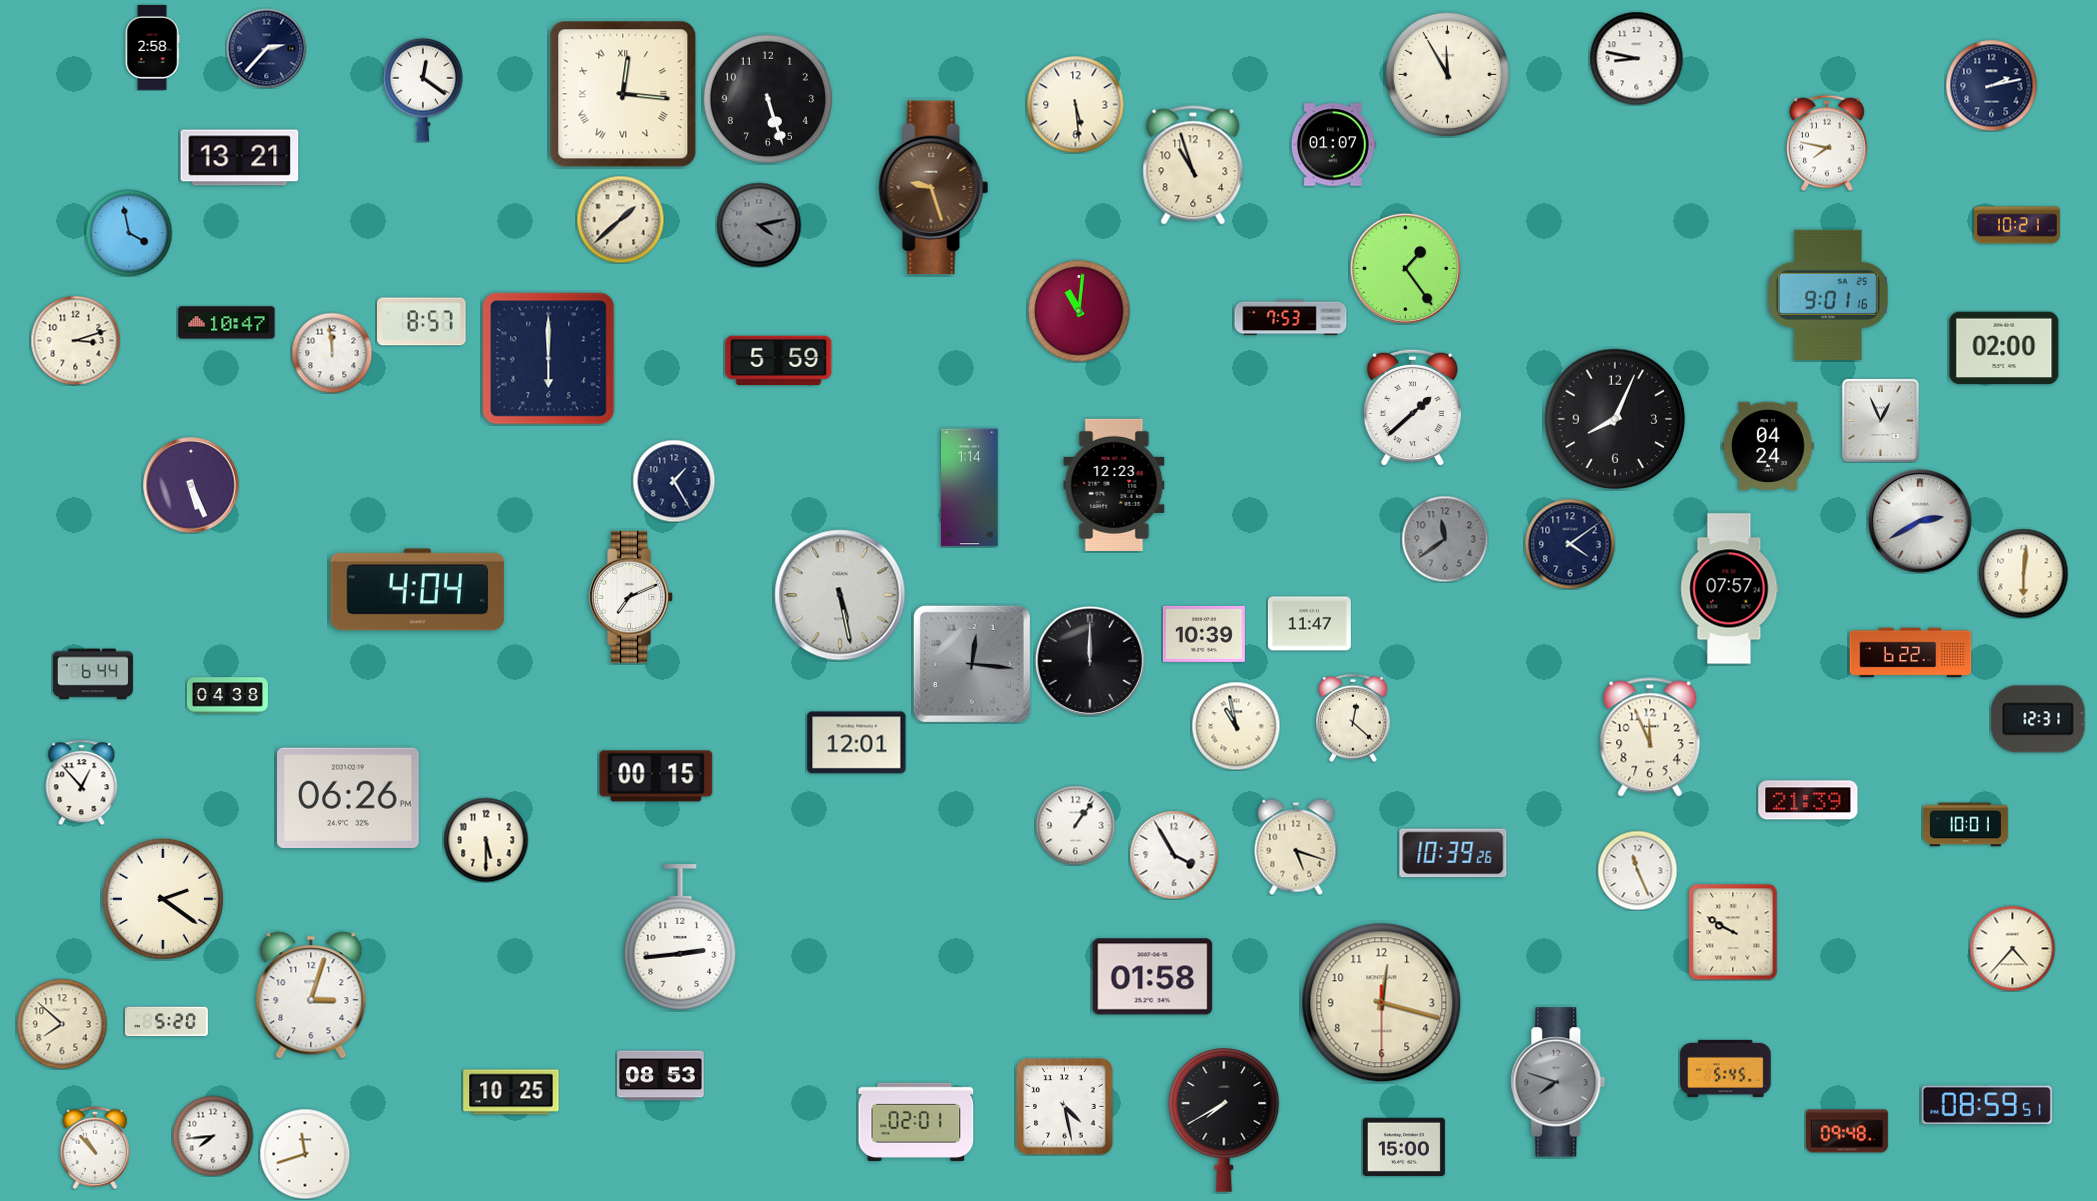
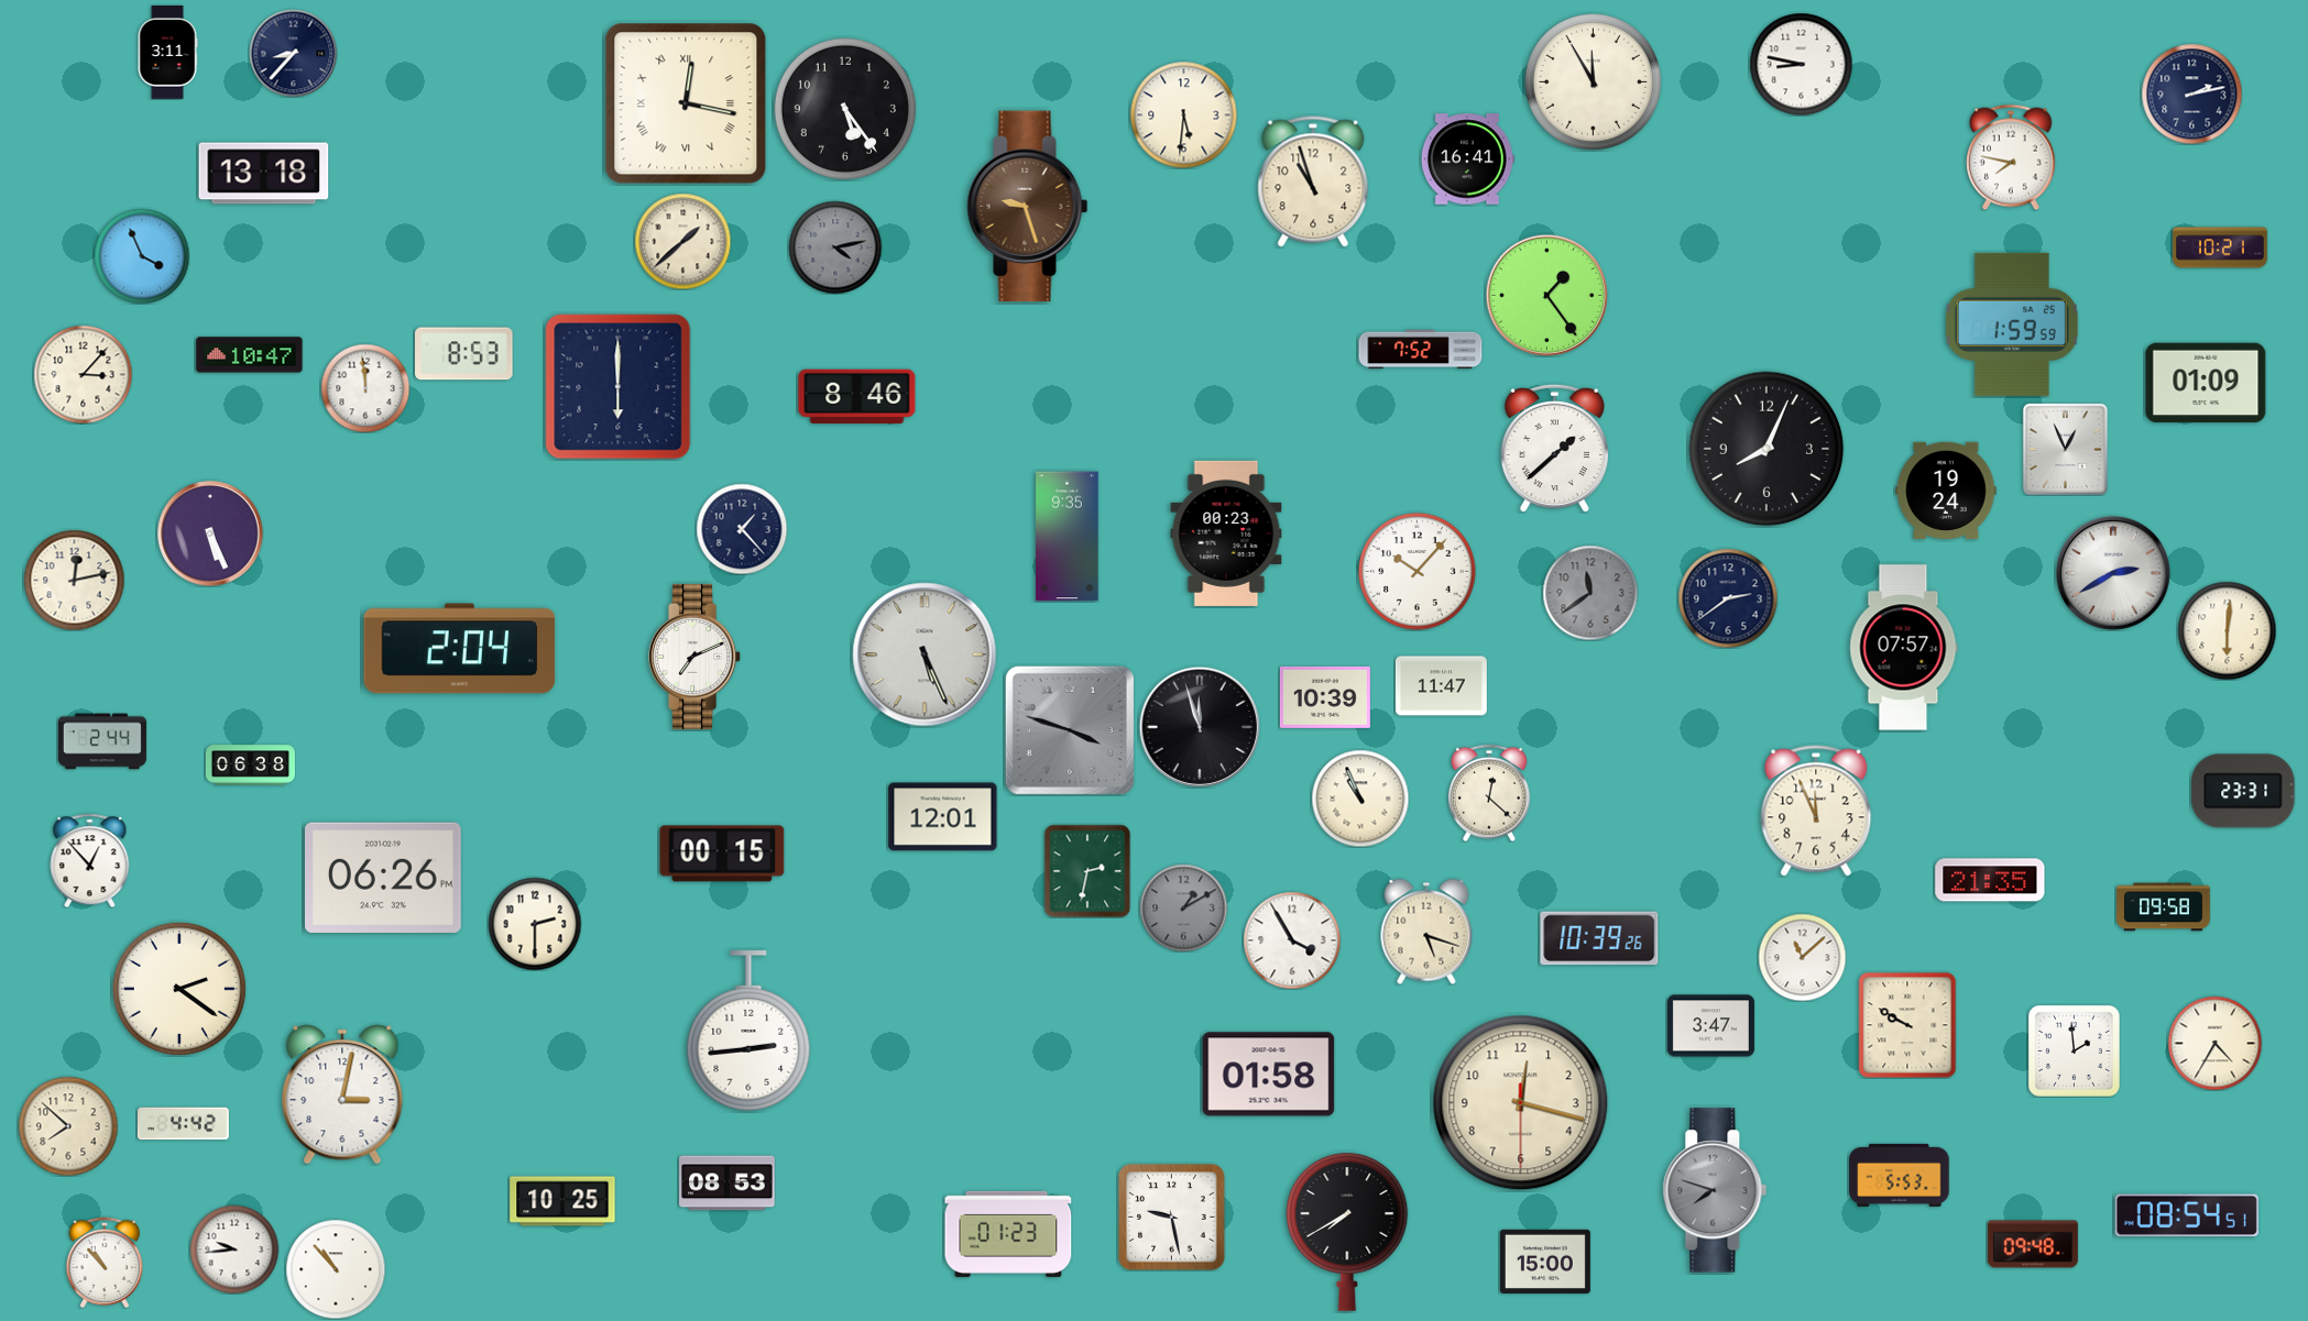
clock at (152, 48): 2:58 -> 3:11
clock at (266, 48): 2:37 -> 8:37
clock at (423, 90): 12:21 -> none
clock at (623, 94): 12:16 -> 12:17
clock at (768, 99): 5:27 -> 5:24
clock at (1075, 104): 5:29 -> 5:31
clock at (1333, 145): 01:07 -> 16:41
clock at (240, 158): 13:21 -> 13:18
clock at (129, 233): 3:58 -> 3:56
clock at (1828, 295): 9:01 -> 1:59
clock at (1079, 311): 11:01 -> none
clock at (1291, 318): 7:53 -> 7:52
clock at (422, 322): 8:57 -> 8:53
clock at (75, 340): 3:12 -> 3:07
clock at (2004, 348): 02:00 -> 01:09
clock at (549, 359) position: (549, 359) -> (619, 387)
clock at (779, 361): 5:59 -> 8:46
clock at (1615, 419) position: (1615, 419) -> (1766, 449)
clock at (1880, 420) position: (1880, 420) -> (2065, 449)
clock at (1768, 445): 04:24 -> 19:24
clock at (674, 481): 1:25 -> 1:23
clock at (1114, 485): 12:23 -> 00:23
clock at (970, 488): 1:14 -> 9:35
clock at (1418, 572): none -> 10:07
clock at (74, 580): none -> 12:13
clock at (1570, 544): 4:09 -> 2:39
clock at (418, 590): 4:04 -> 2:04
clock at (840, 595): 5:28 -> 5:26
clock at (1911, 653): 6:22 -> none
clock at (1090, 661): 12:00 -> 11:57
clock at (972, 664): 12:16 -> 3:48
clock at (93, 674): 6:44 -> 2:44
clock at (227, 696): 04:38 -> 06:38
clock at (1354, 718) position: (1354, 718) -> (1490, 793)
clock at (2038, 719): 12:31 -> 23:31
clock at (1236, 726): 10:58 -> 10:56
clock at (1087, 871): none -> 2:32
clock at (1808, 800): 21:39 -> 21:35
clock at (1075, 825): 1:06 -> 1:10
clock at (1075, 825) dial: white -> grey
clock at (1966, 825): 10:01 -> 09:58
clock at (486, 840): 5:30 -> 2:30
clock at (1637, 870): 11:26 -> 11:08
clock at (1710, 1026): none -> 3:47
clock at (2012, 948): 4:37 -> 4:35
clock at (2074, 1050): none -> 1:59
clock at (311, 995): 3:03 -> 3:02
clock at (166, 1022): 5:20 -> 4:42
clock at (1726, 1068): 5:45 -> 5:53
clock at (1987, 1105): 08:59 -> 08:54
clock at (1065, 1107): 4:28 -> 9:28
clock at (916, 1122): 02:01 -> 01:23
clock at (213, 1136): 7:44 -> 9:44
clock at (305, 1154): 11:42 -> 10:53
